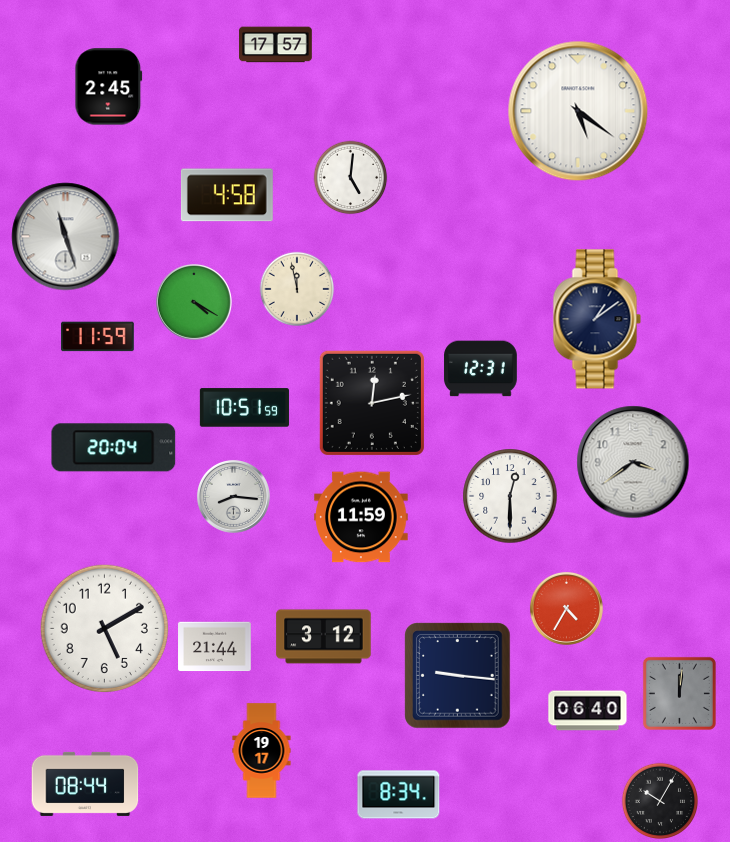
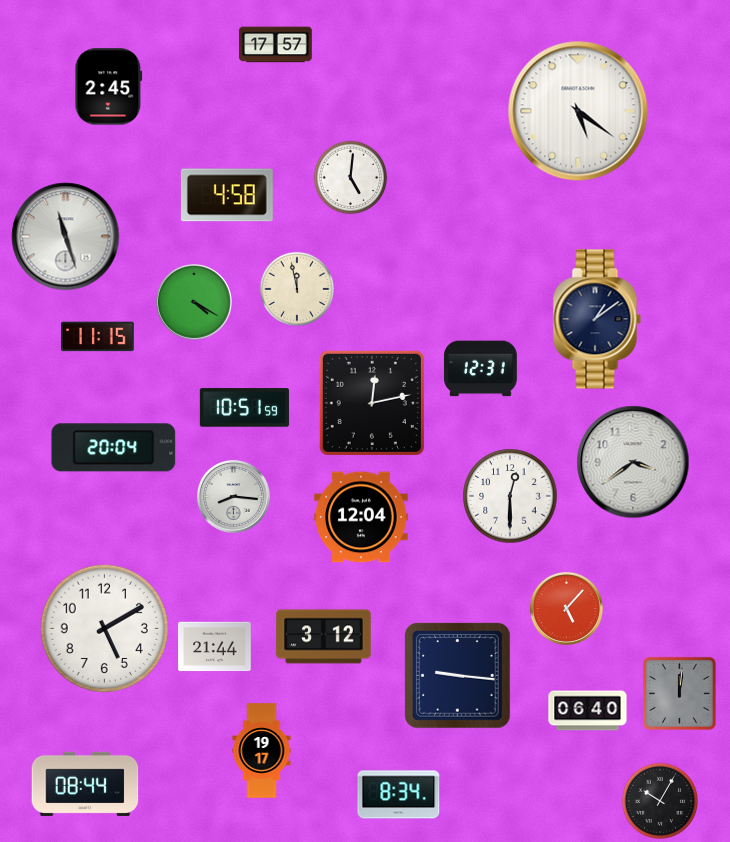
clock at (98, 337): 11:59 -> 11:15
clock at (361, 517): 11:59 -> 12:04
clock at (566, 608): 4:35 -> 5:07
